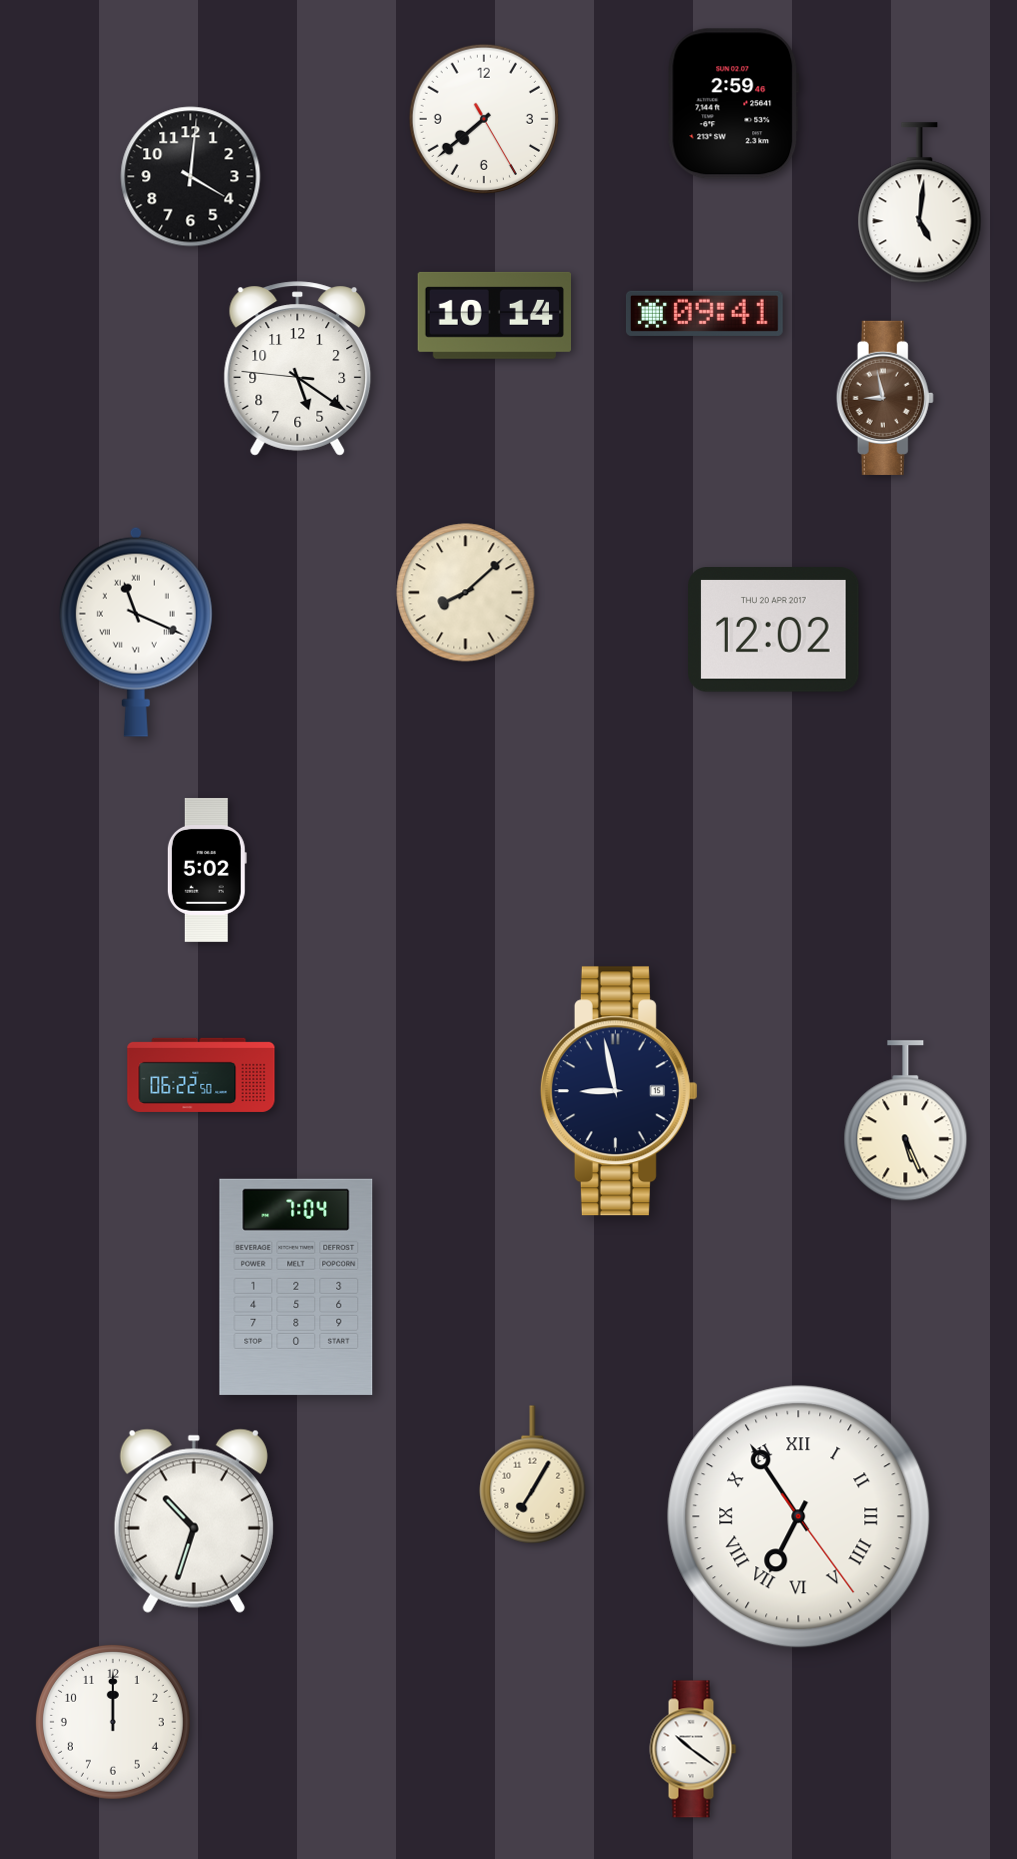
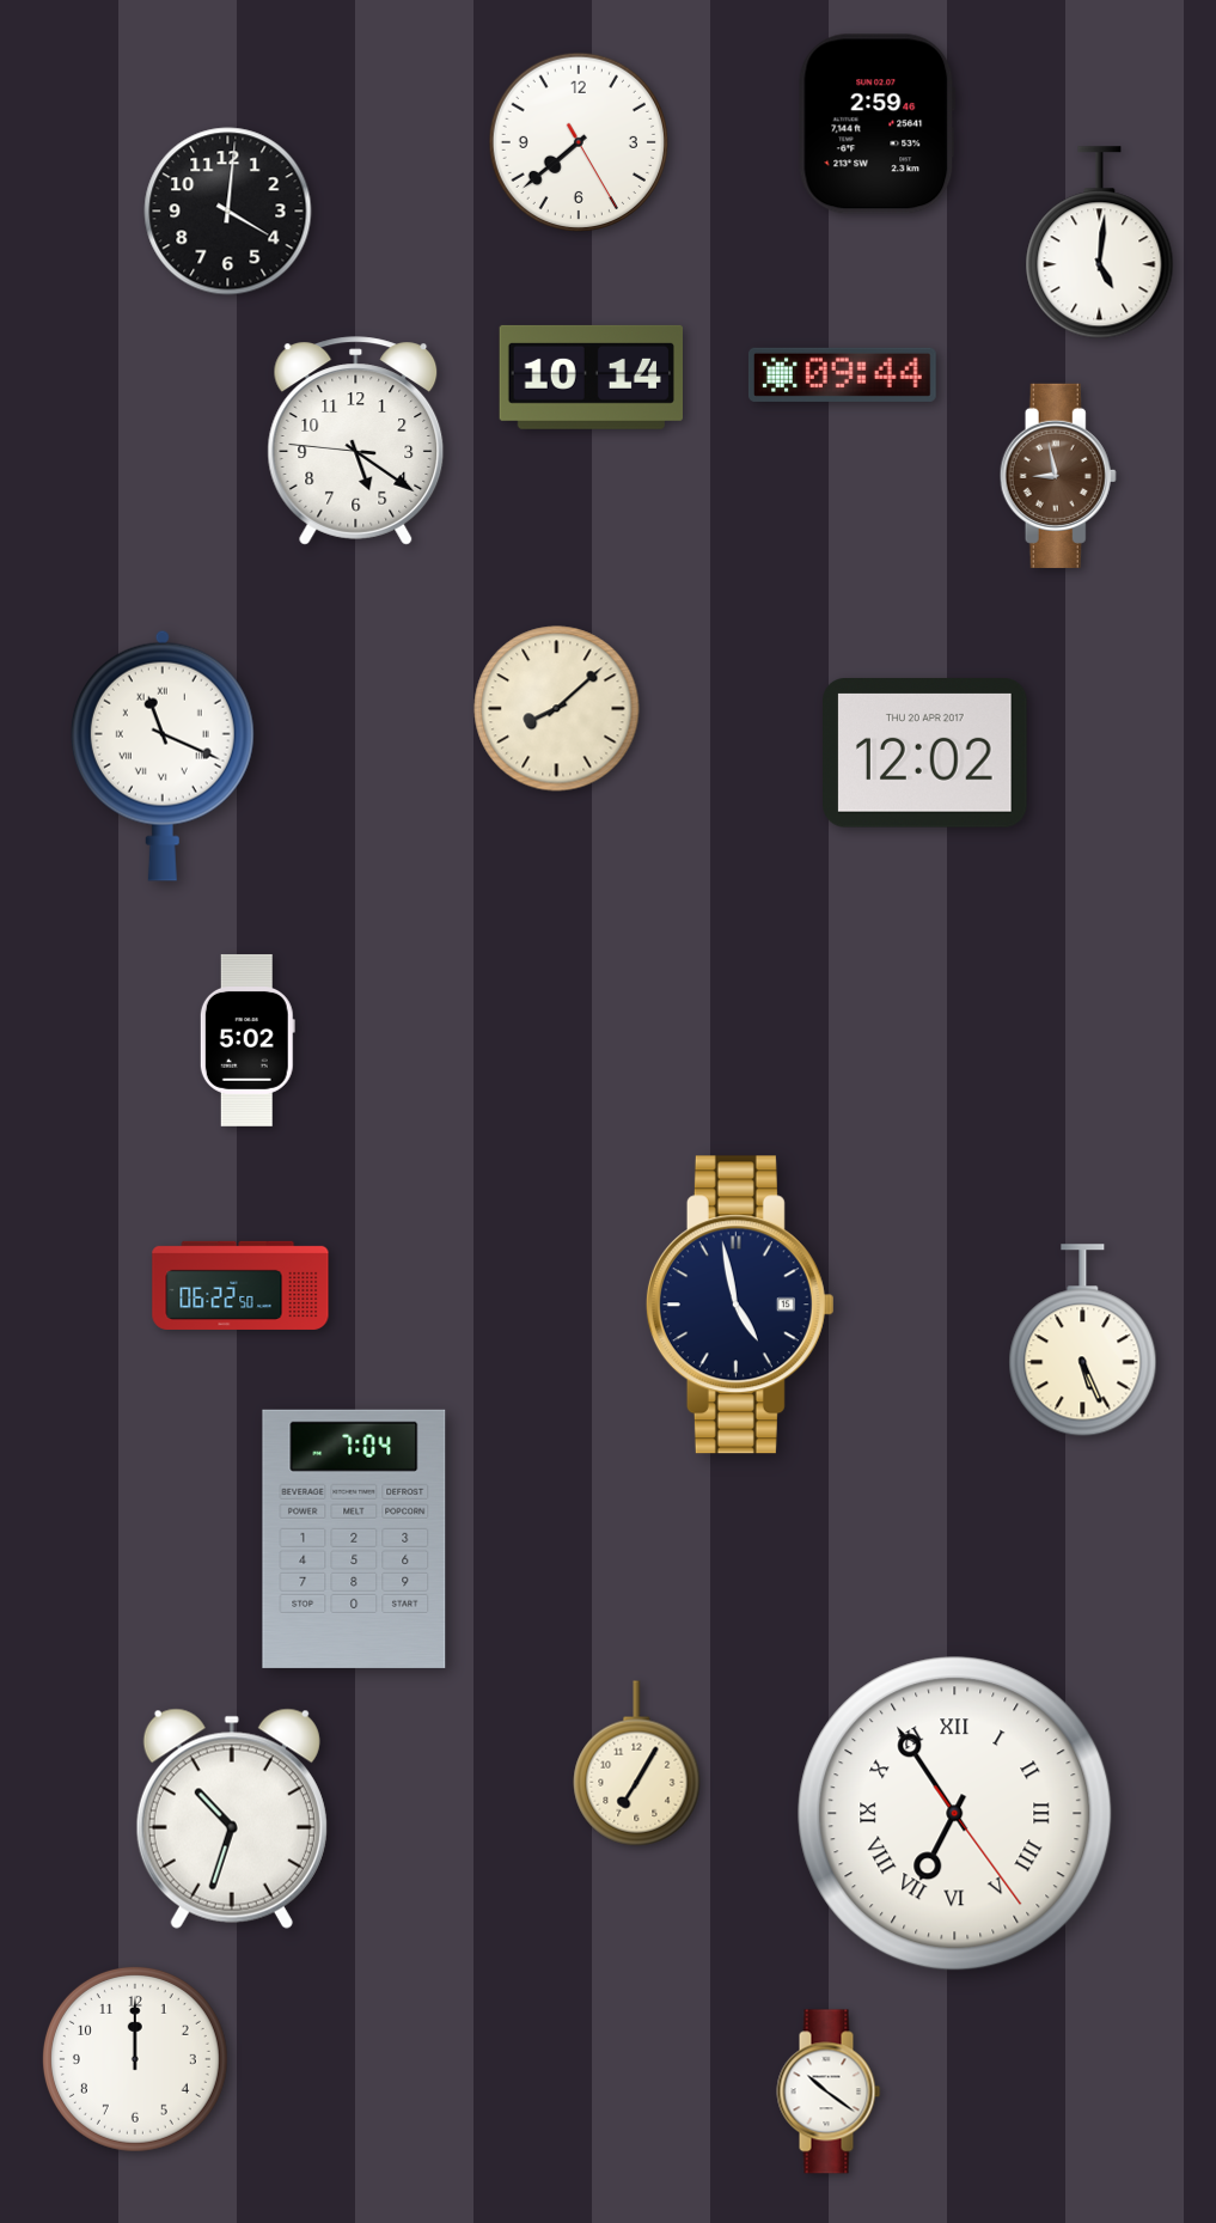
clock at (704, 313): 09:41 -> 09:44
clock at (619, 1091): 8:58 -> 4:58
